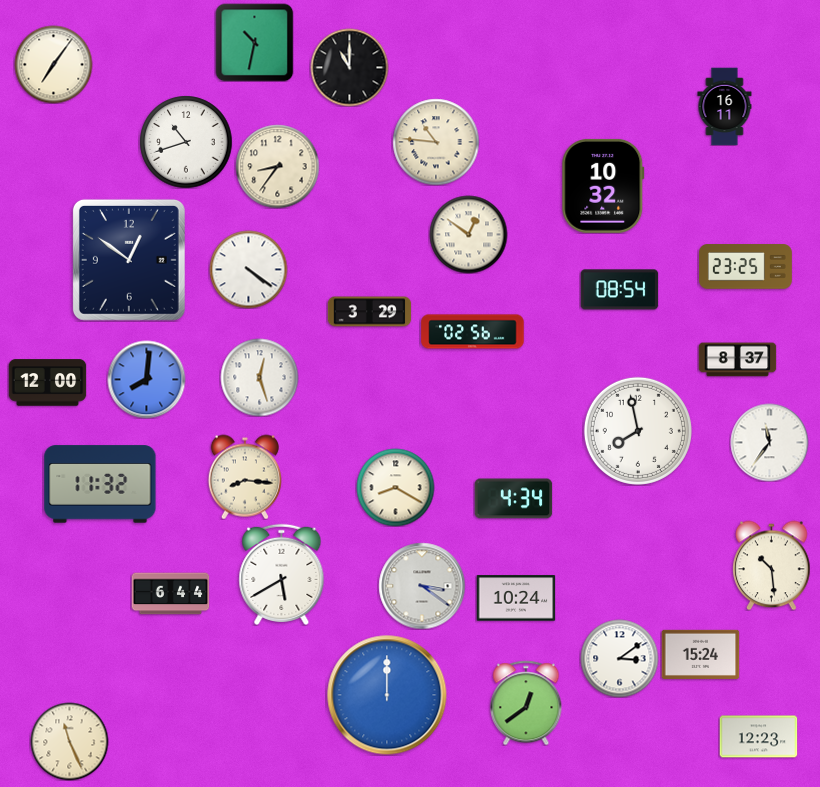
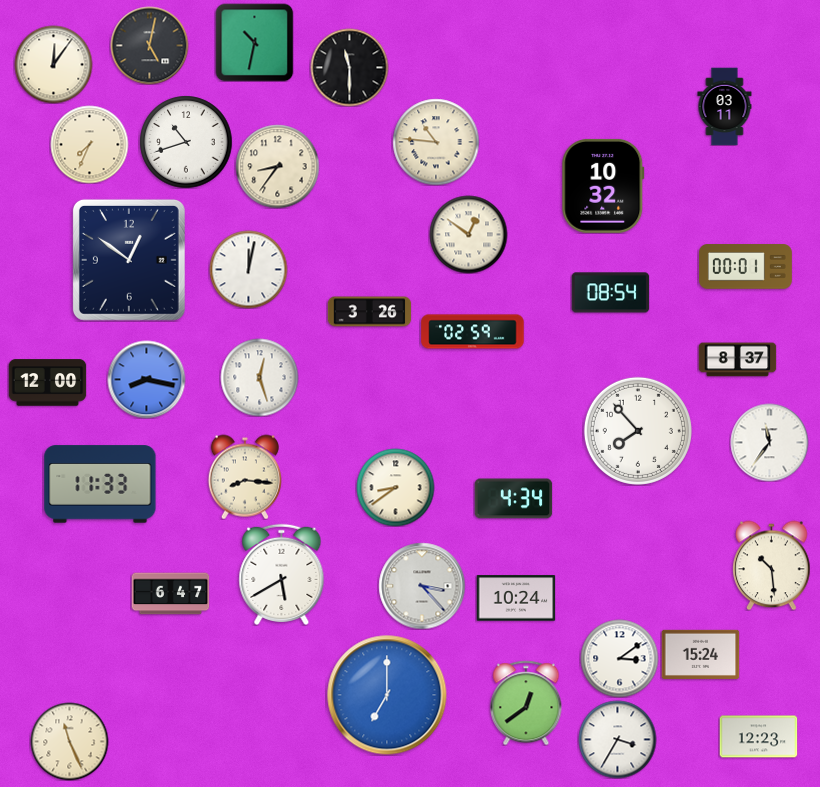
clock at (149, 45): none -> 5:02
clock at (53, 64): 7:06 -> 12:06
clock at (349, 67): 11:00 -> 11:30
clock at (725, 106): 16:11 -> 03:11
clock at (89, 144): none -> 7:34
clock at (745, 267): 23:25 -> 00:01
clock at (248, 269): 4:21 -> 12:02
clock at (619, 290) position: (619, 290) -> (610, 293)
clock at (369, 312): 3:29 -> 3:26
clock at (473, 332): 02:56 -> 02:59
clock at (146, 379): 8:01 -> 8:17
clock at (638, 431): 7:58 -> 7:53
clock at (100, 484): 11:32 -> 11:33
clock at (395, 487): 8:20 -> 8:39
clock at (422, 586): 3:21 -> 3:23
clock at (170, 594): 6:44 -> 6:47
clock at (387, 695): 12:00 -> 7:00
clock at (617, 739): none -> 3:35
